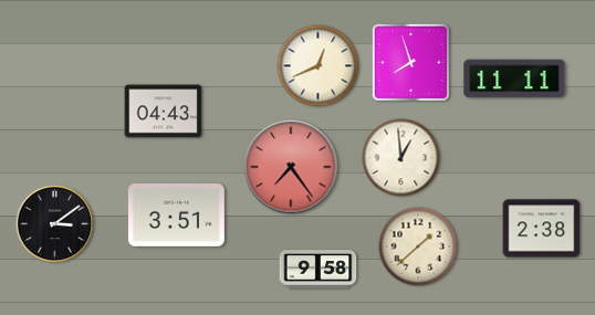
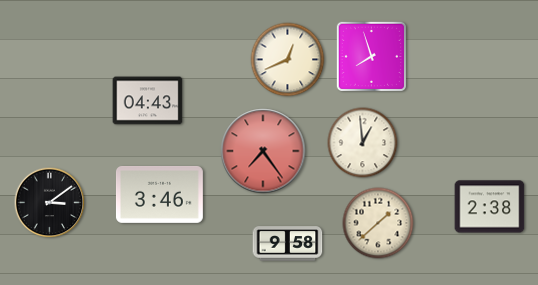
clock at (514, 78): 11:11 -> none
clock at (176, 214): 3:51 -> 3:46
